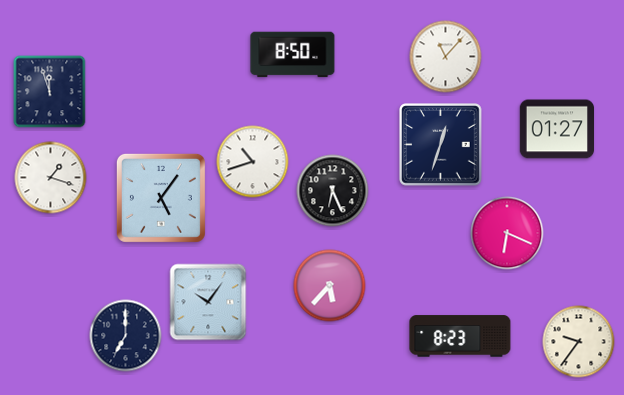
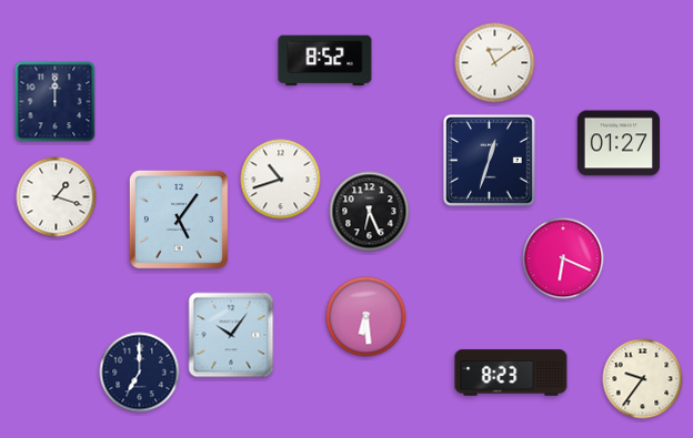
clock at (293, 55): 8:50 -> 8:52
clock at (446, 57): 11:07 -> 11:09
clock at (50, 92): 11:57 -> 12:00
clock at (330, 286): 5:37 -> 6:29
